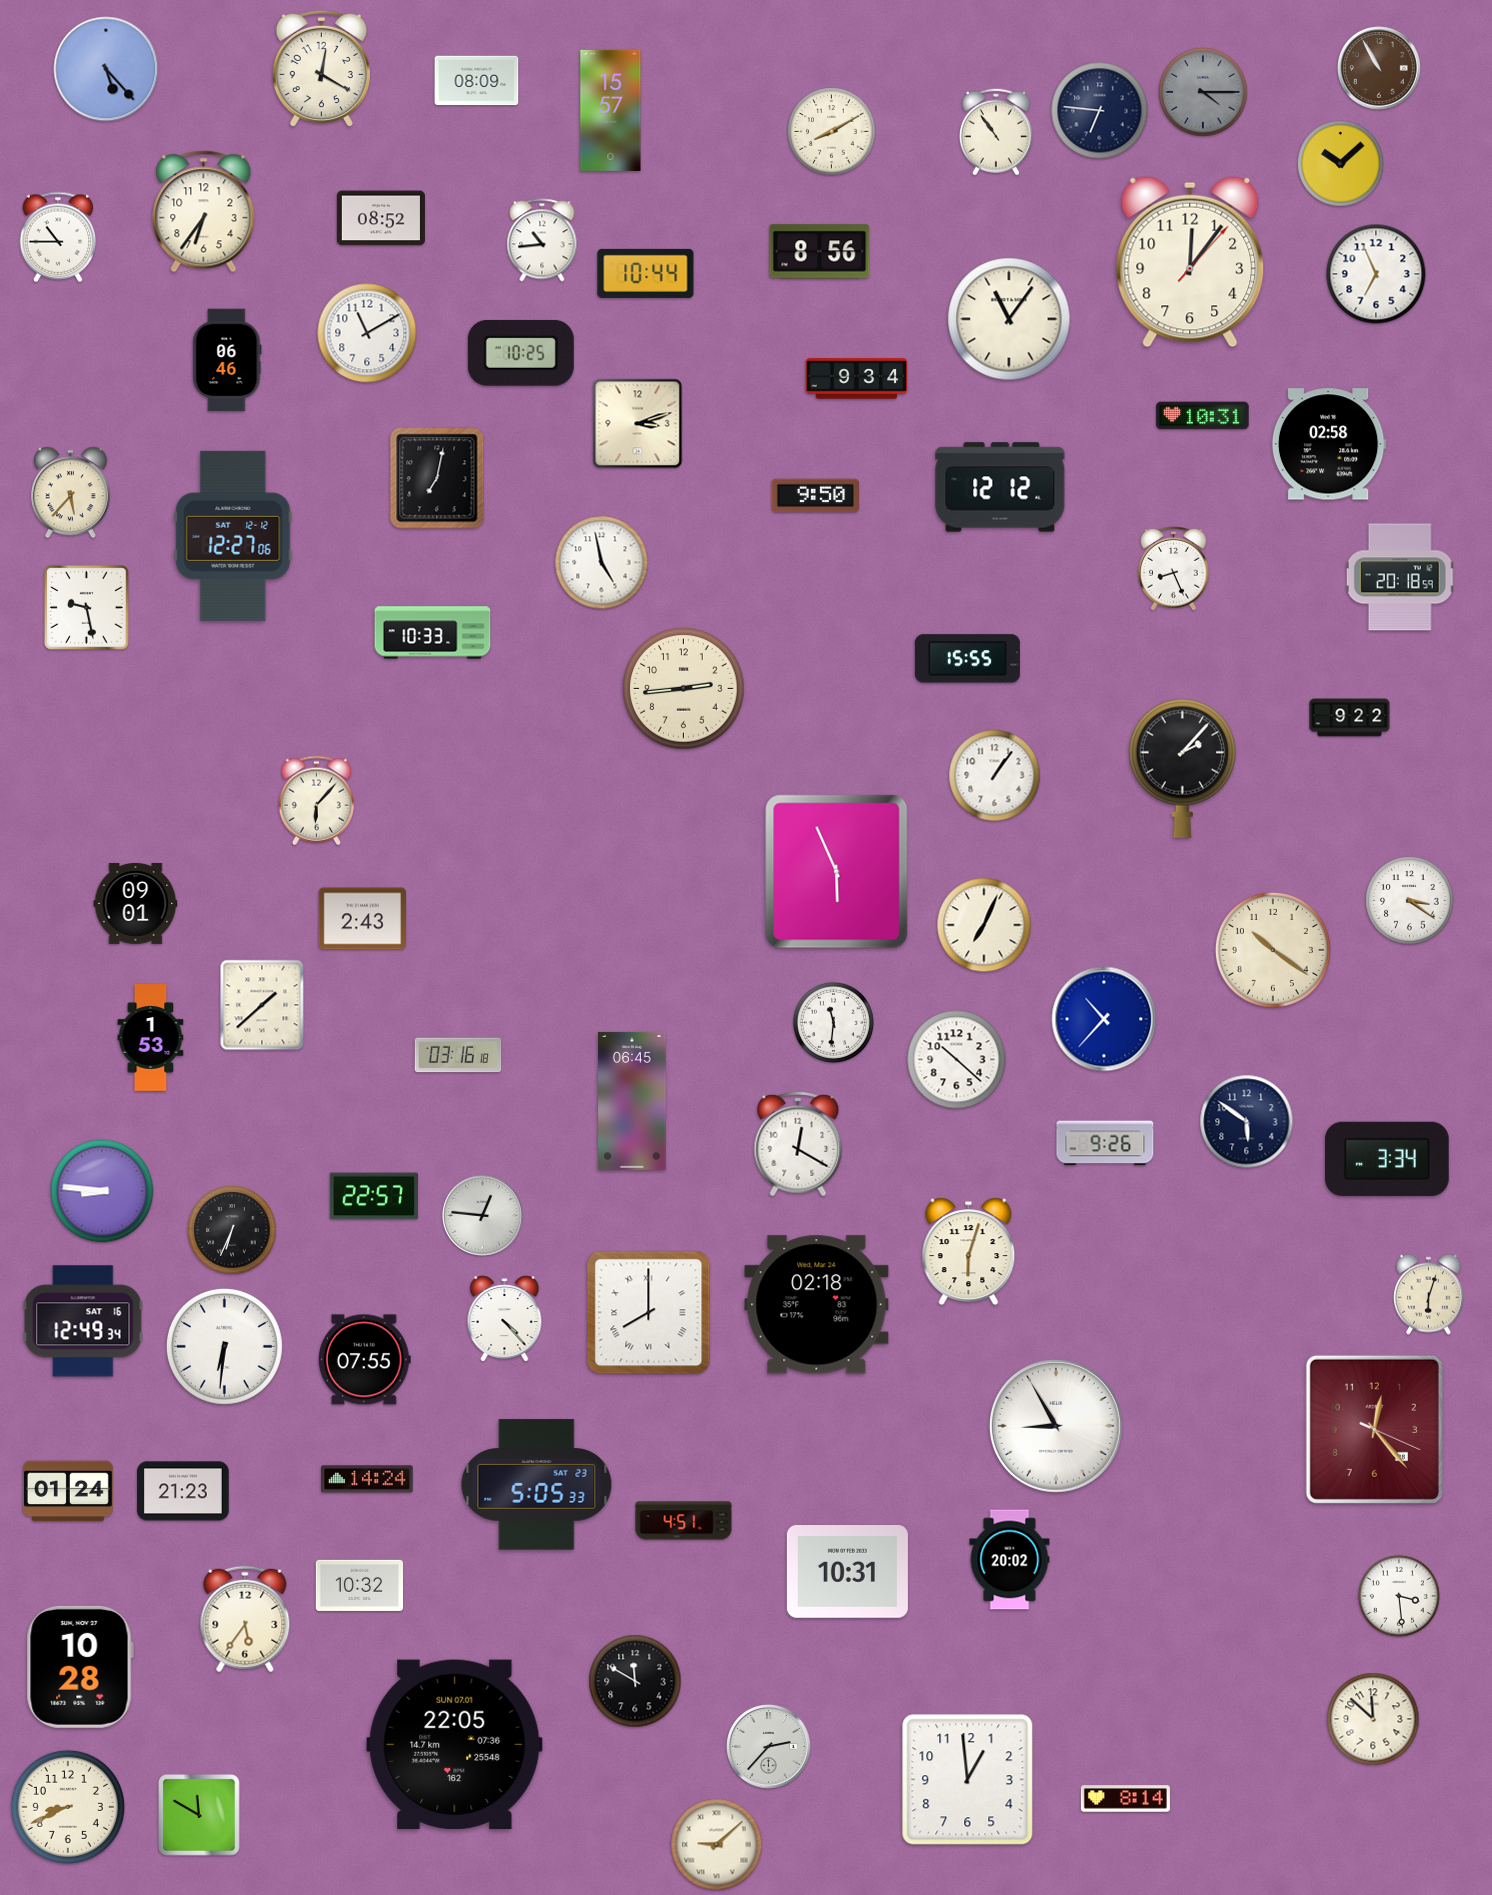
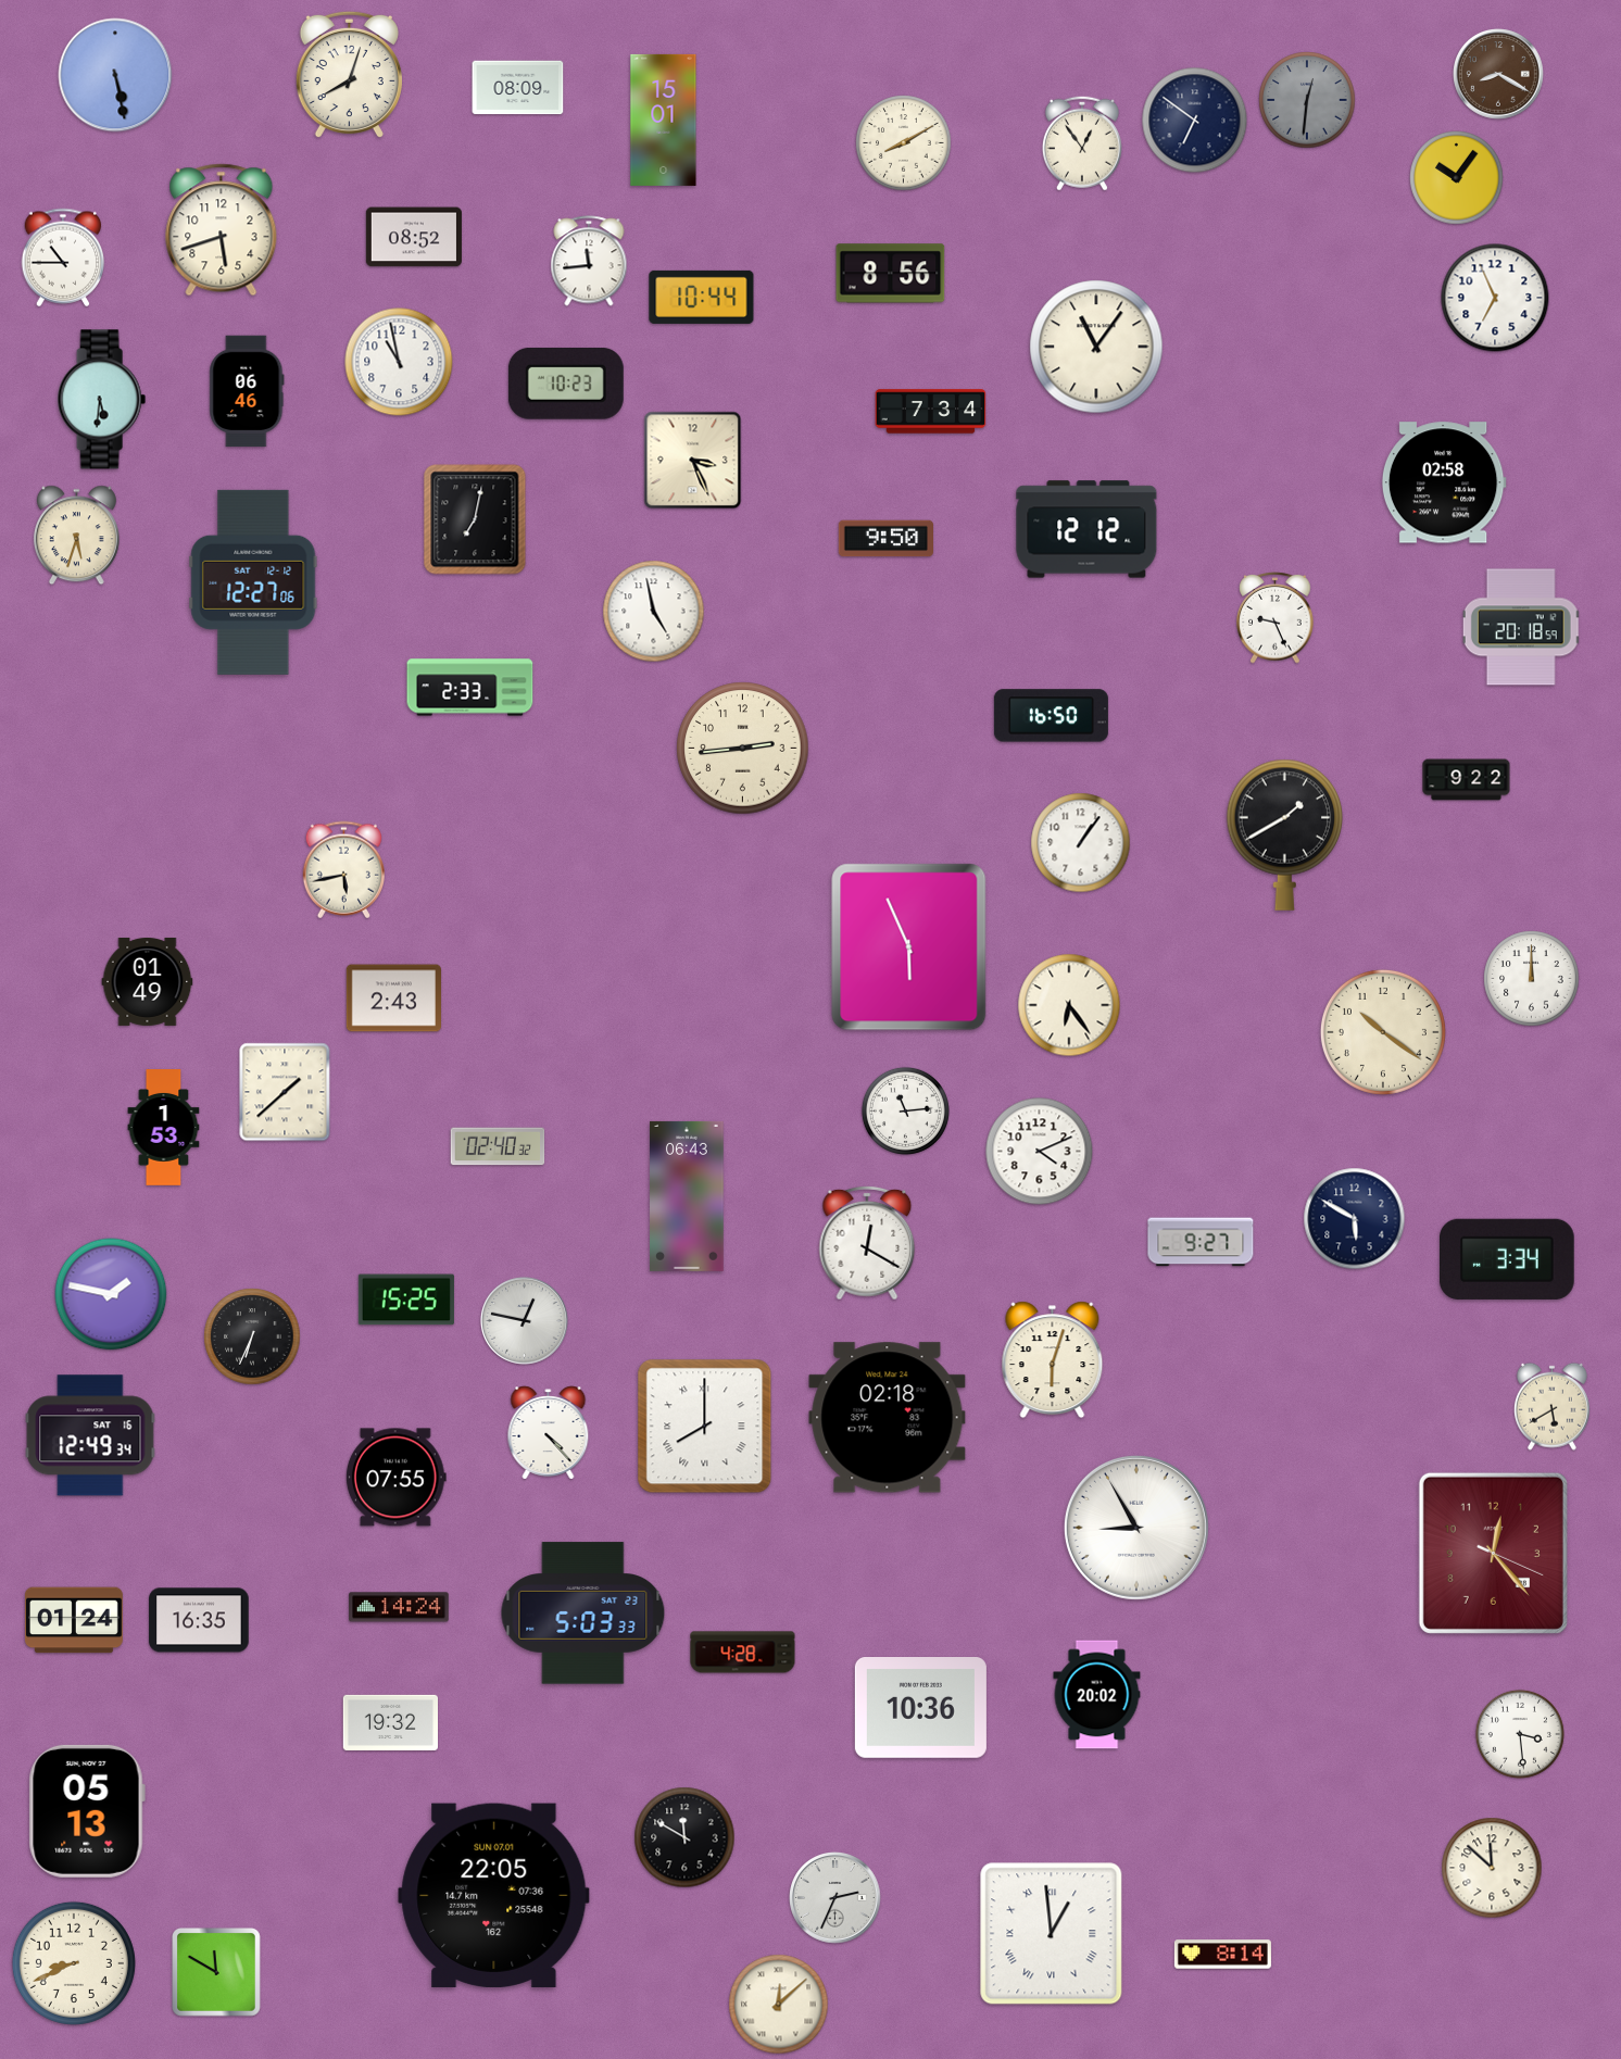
clock at (1379, 68): 10:55 -> 8:20
clock at (106, 69): 5:23 -> 5:28
clock at (321, 69): 12:20 -> 8:03
clock at (1203, 92): 4:15 -> 12:31
clock at (611, 110): 15:57 -> 15:01
clock at (1100, 111): 6:46 -> 6:51
clock at (996, 132): 10:54 -> 12:54
clock at (1341, 164): 10:08 -> 10:06
clock at (204, 212): 6:36 -> 5:42
clock at (542, 240): 10:44 -> 11:44
clock at (1190, 262): 12:06 -> none
clock at (367, 333): 11:10 -> 10:58
clock at (521, 353): 10:25 -> 10:23
clock at (101, 400): none -> 5:31
clock at (857, 379): 9:34 -> 7:34
clock at (1203, 416): 10:31 -> none
clock at (638, 424): 3:12 -> 3:26
clock at (70, 493): 5:37 -> 5:33
clock at (1174, 569): 8:26 -> 9:26
clock at (87, 608): 9:28 -> none
clock at (433, 633): 10:33 -> 2:33
clock at (967, 659): 15:55 -> 16:50
clock at (1183, 768): 2:07 -> 1:40
clock at (316, 801): 6:07 -> 5:43
clock at (1410, 901): 3:21 -> 12:00
clock at (136, 903): 09:01 -> 01:49
clock at (984, 925): 7:04 -> 6:24
clock at (1104, 1019): 10:37 -> none
clock at (833, 1022): 11:31 -> 11:14
clock at (458, 1055): 03:16 -> 02:40
clock at (957, 1060): 10:22 -> 4:11
clock at (632, 1101): 06:45 -> 06:43
clock at (1247, 1122): 5:51 -> 5:50
clock at (1105, 1143): 9:26 -> 9:27
clock at (102, 1191): 8:46 -> 1:47
clock at (374, 1196): 22:57 -> 15:25
clock at (482, 1215): 12:46 -> 12:47
clock at (1428, 1294): 6:03 -> 5:40
clock at (224, 1346): 6:31 -> none
clock at (1056, 1426) position: (1056, 1426) -> (1136, 1528)
clock at (537, 1485): 5:05 -> 5:03
clock at (183, 1491): 21:23 -> 16:35
clock at (684, 1521): 4:51 -> 4:28
clock at (847, 1572): 10:31 -> 10:36
clock at (359, 1585): 10:32 -> 19:32
clock at (245, 1619): 5:36 -> none
clock at (80, 1667): 10:28 -> 05:13
clock at (635, 1681) position: (635, 1681) -> (684, 1837)
clock at (769, 1747): 2:37 -> 2:34
clock at (968, 1780) numerals: Arabic -> Roman
clock at (717, 1845): 9:08 -> 12:08
